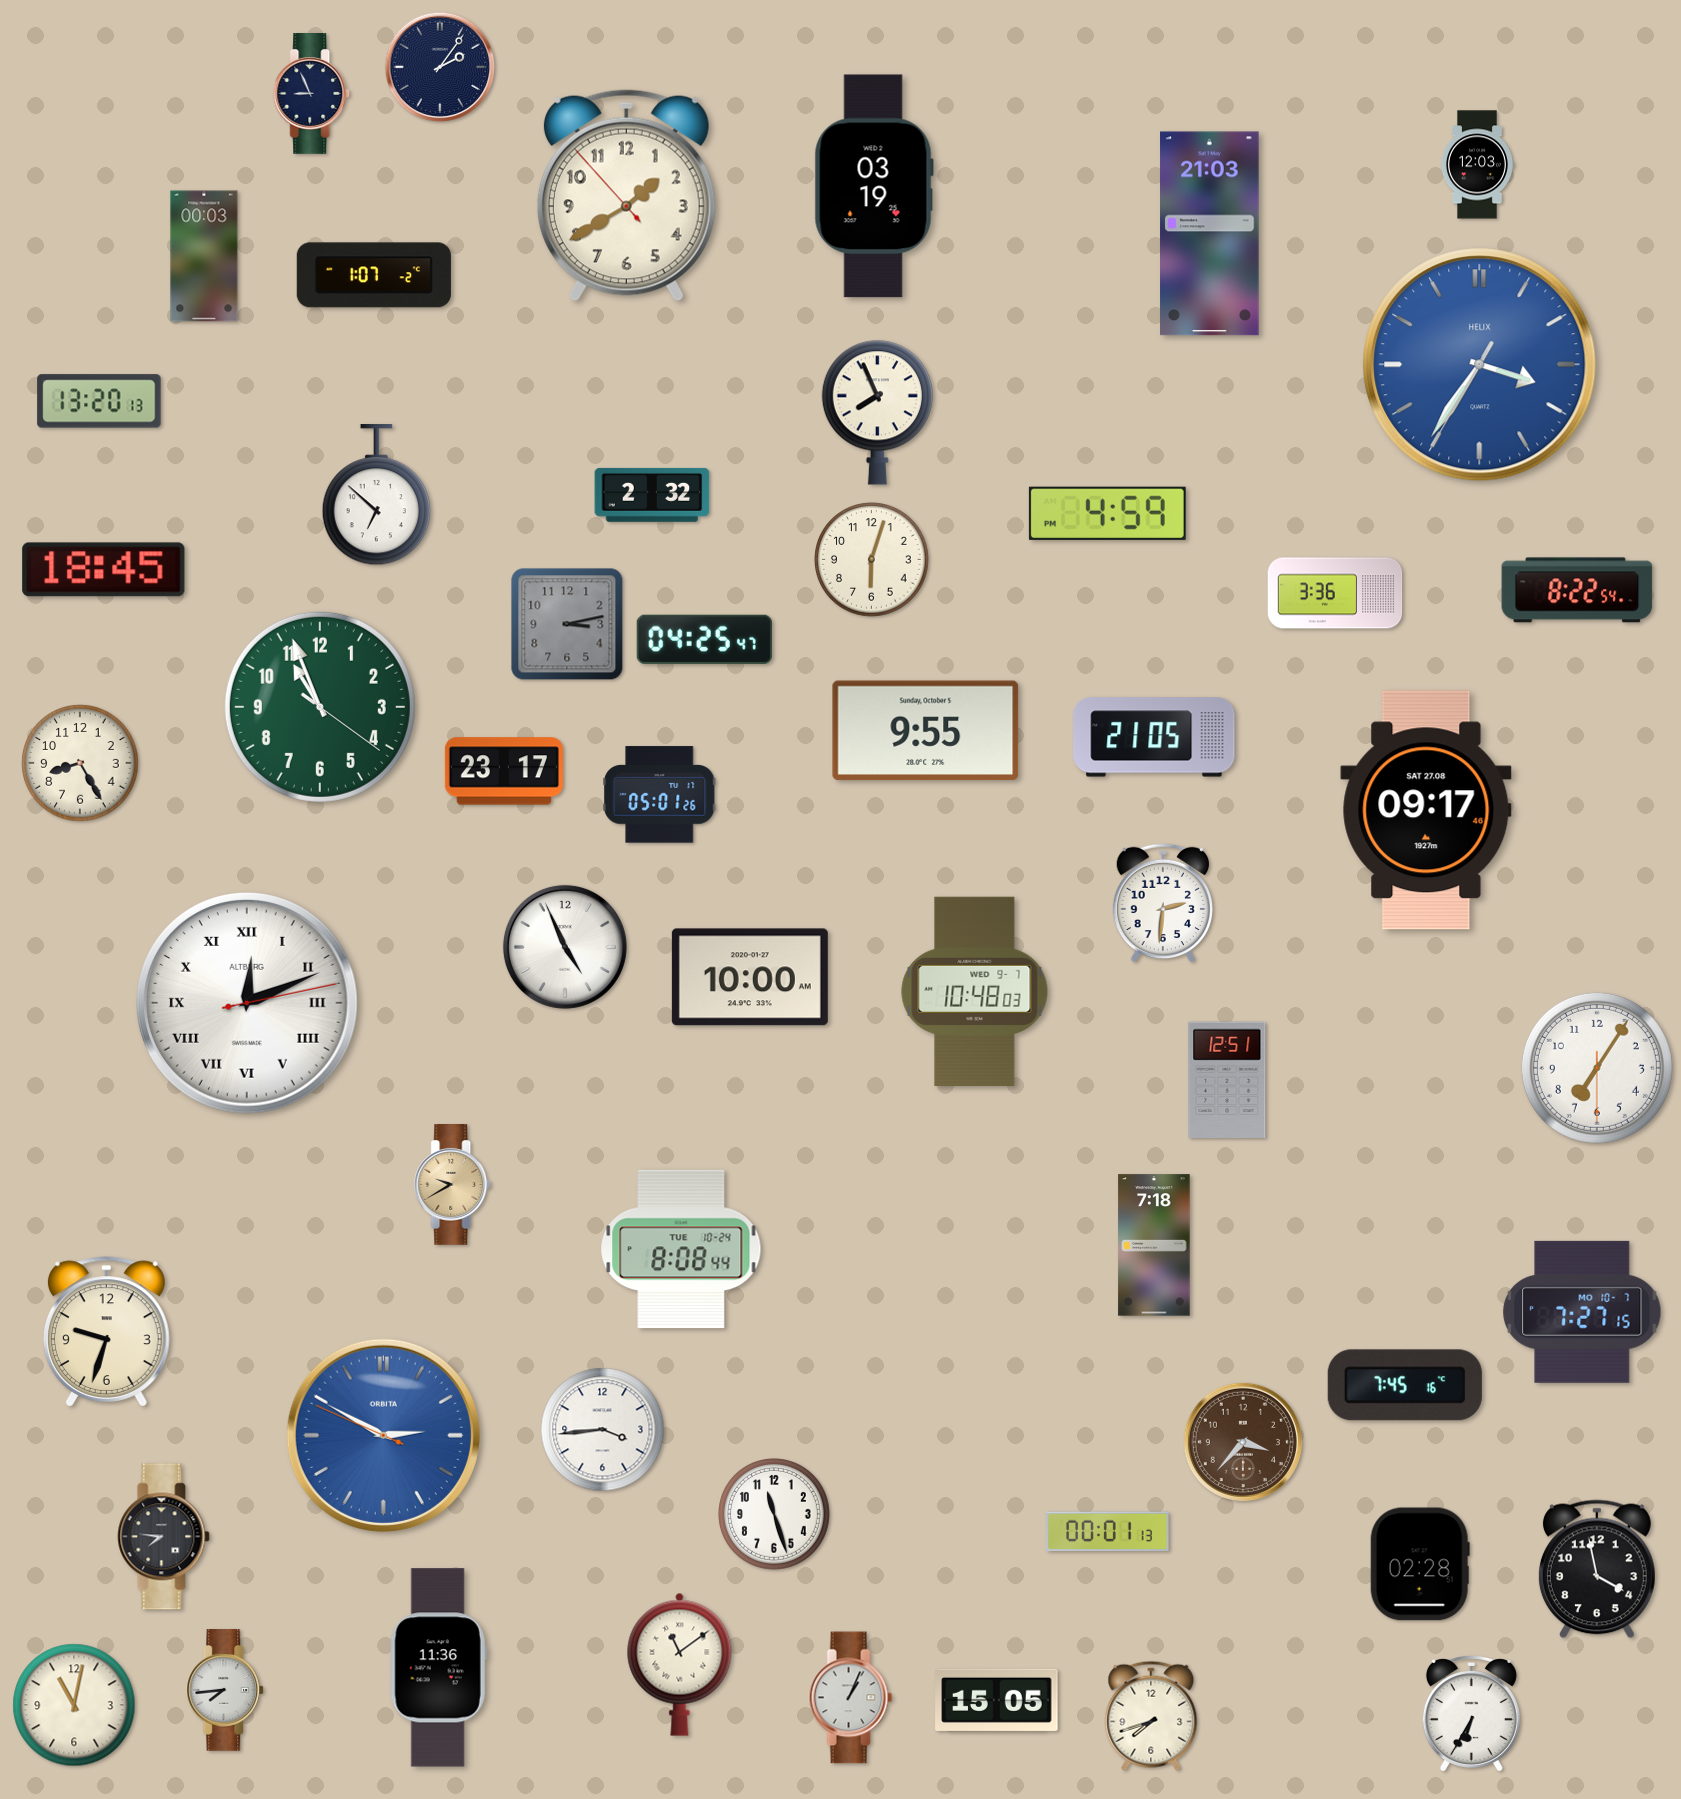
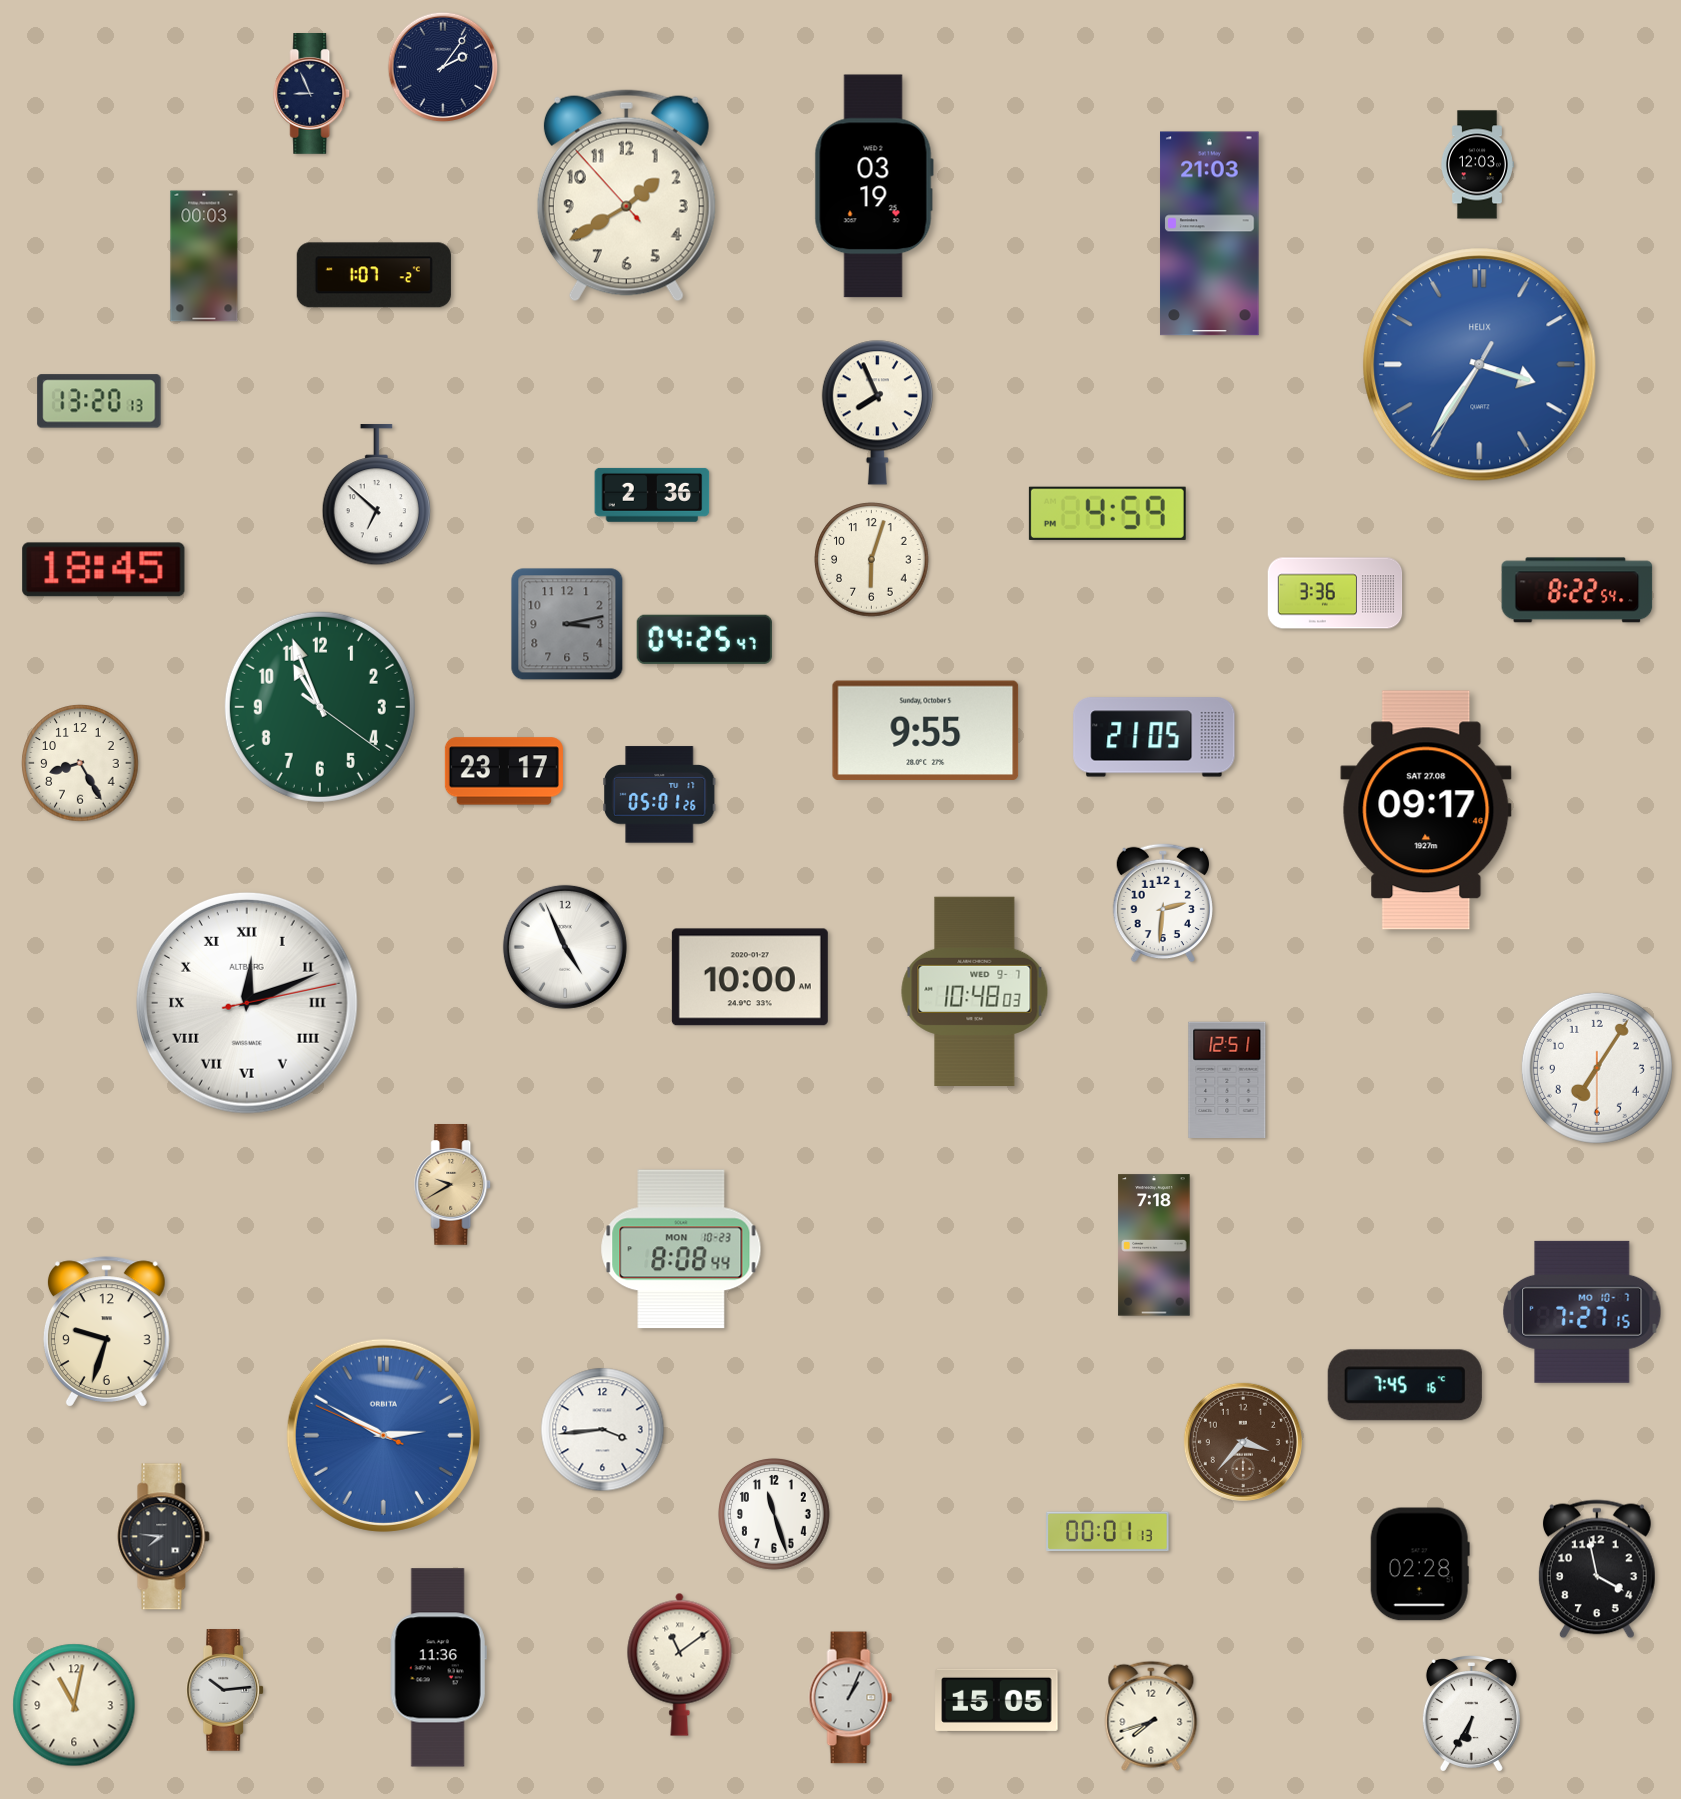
clock at (440, 67) position: (440, 67) -> (443, 67)
clock at (652, 495): 2:32 -> 2:36
clock at (681, 1249) date: TUE 10-24 -> MON 10-23
clock at (226, 1690): 7:44 -> 10:14
